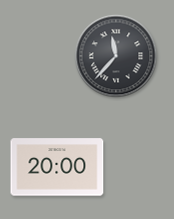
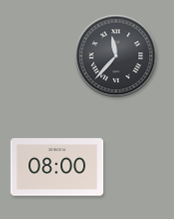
clock at (57, 167): 20:00 -> 08:00
